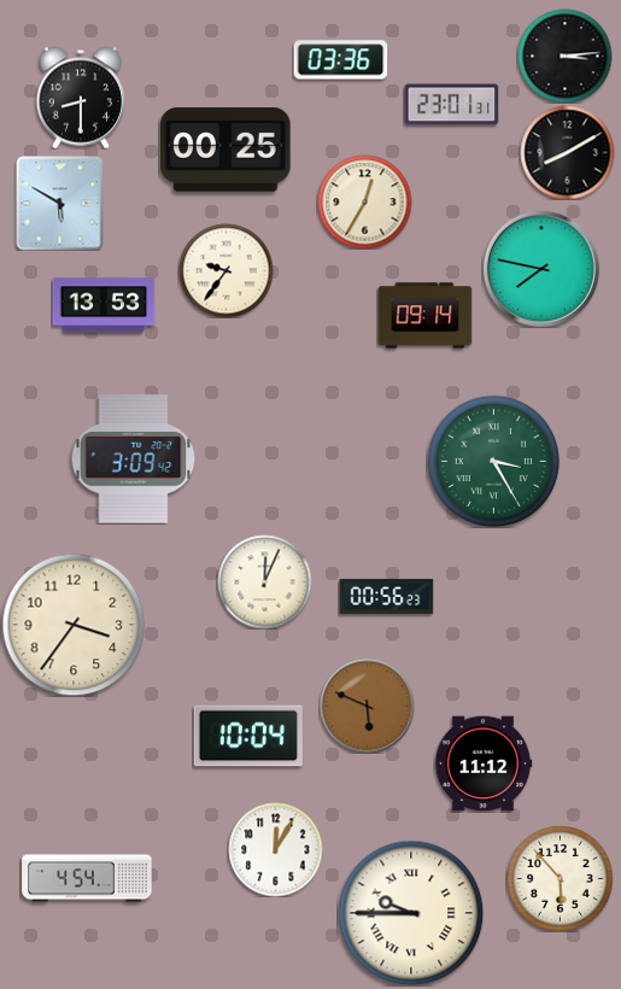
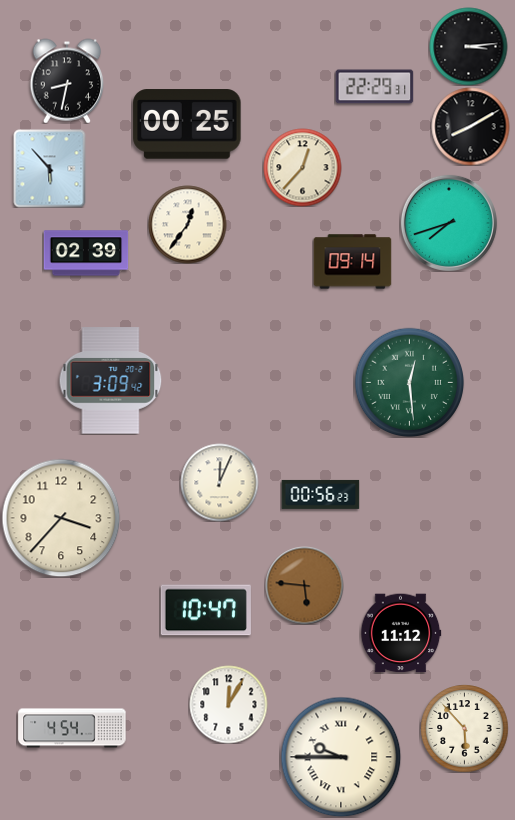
clock at (340, 60): 03:36 -> none
clock at (81, 98): 8:30 -> 8:32
clock at (451, 105): 23:01 -> 22:29
clock at (364, 201): 12:35 -> 12:37
clock at (60, 203): 5:50 -> 5:53
clock at (541, 269): 7:47 -> 7:42
clock at (225, 270): 9:36 -> 12:36
clock at (104, 305): 13:53 -> 02:39
clock at (493, 461): 3:25 -> 12:29
clock at (74, 625): 3:36 -> 3:37
clock at (367, 706): 5:49 -> 5:46
clock at (248, 736): 10:04 -> 10:47
